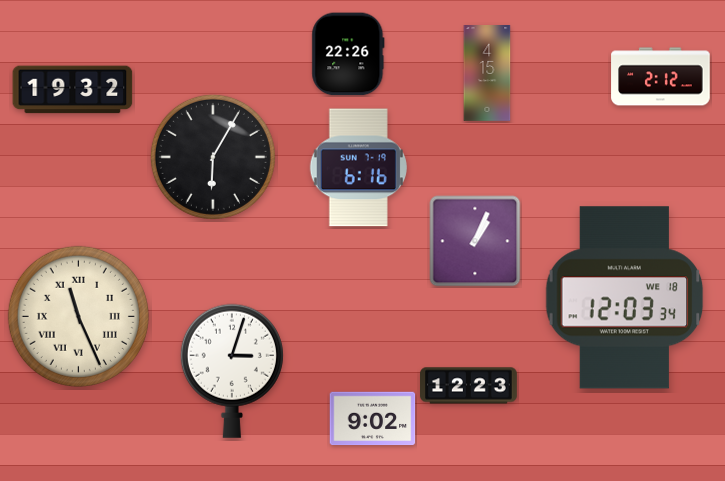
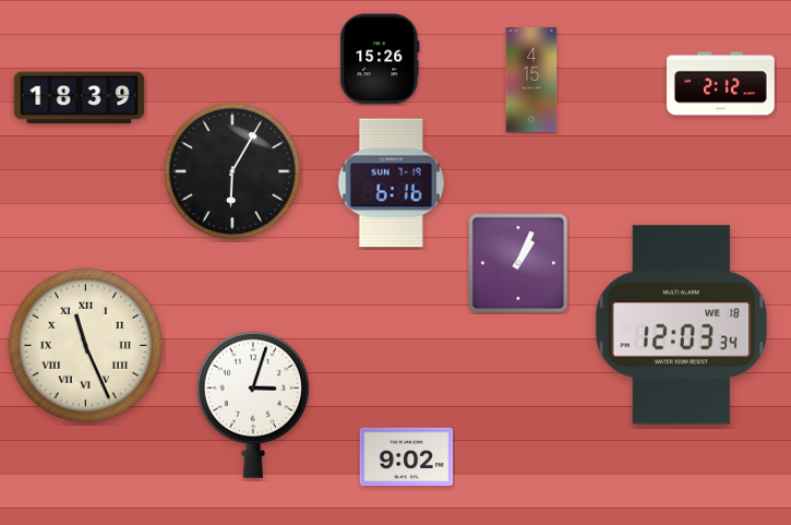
clock at (348, 54): 22:26 -> 15:26
clock at (73, 90): 19:32 -> 18:39
clock at (469, 386): 12:23 -> none
